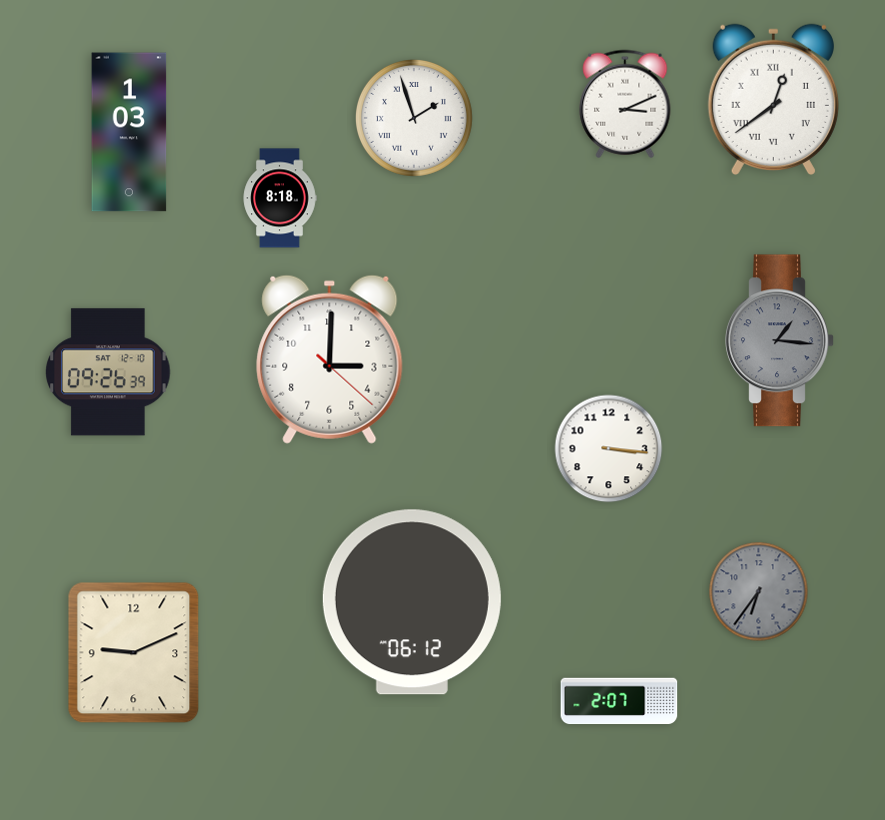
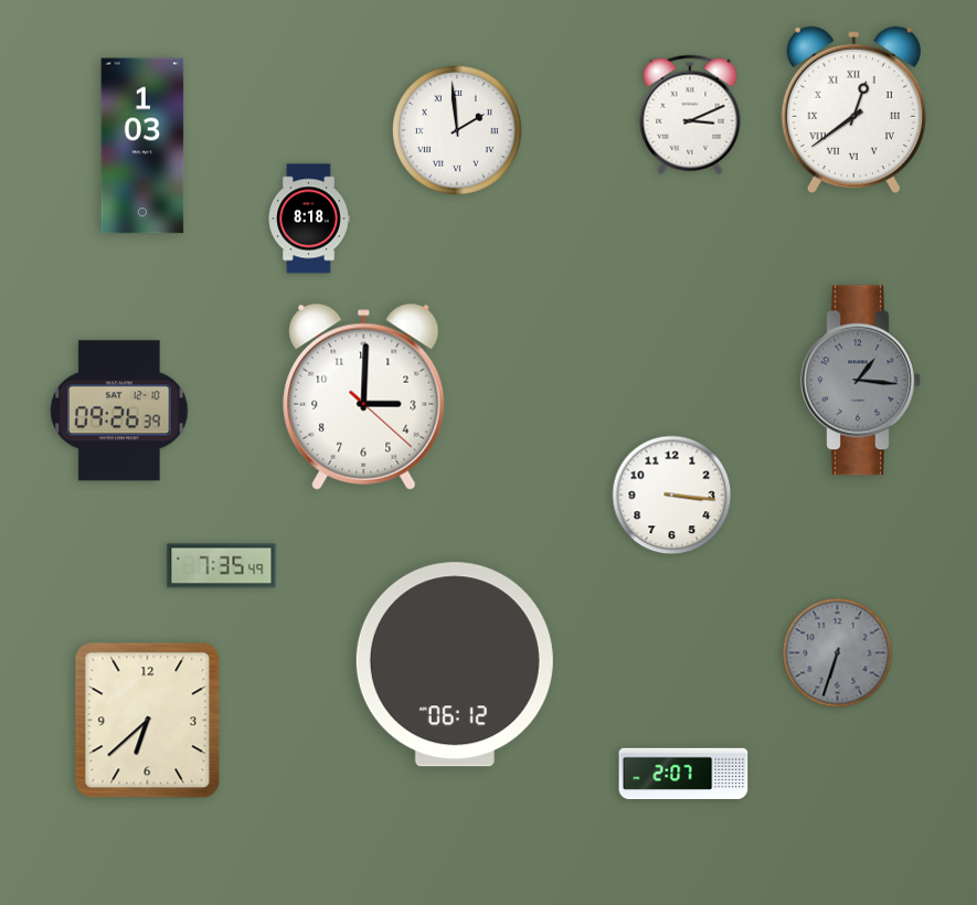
clock at (414, 118): 1:57 -> 1:59
clock at (780, 341) position: (780, 341) -> (861, 381)
clock at (222, 566): none -> 7:35
clock at (759, 592): 6:36 -> 6:33
clock at (134, 653): 9:11 -> 6:38
